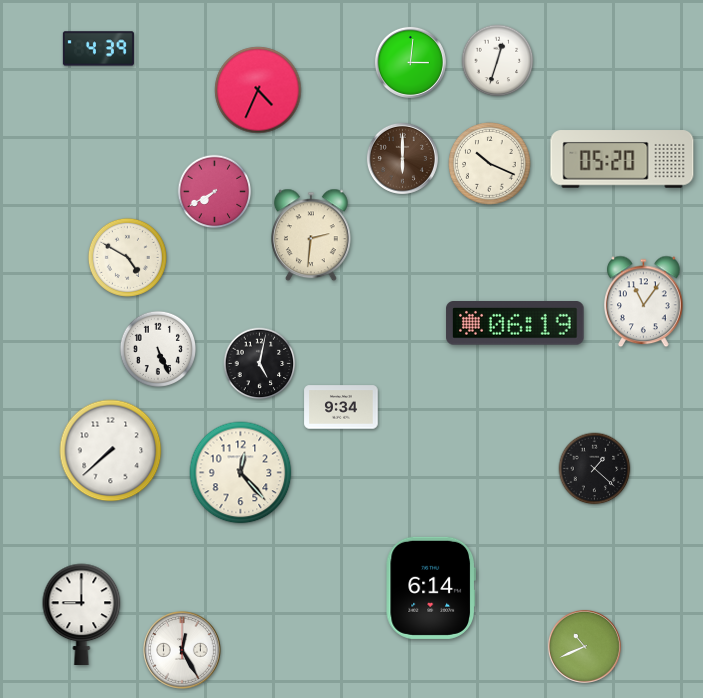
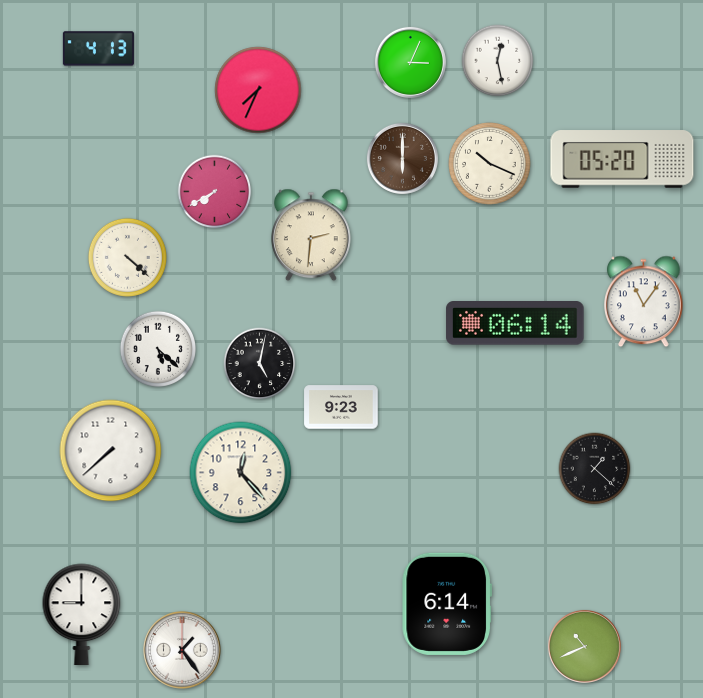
clock at (98, 49): 4:39 -> 4:13
clock at (498, 61): 12:33 -> 12:28
clock at (410, 62): 3:01 -> 3:04
clock at (258, 90): 4:34 -> 7:34
clock at (127, 257): 4:50 -> 4:22
clock at (515, 324): 06:19 -> 06:14
clock at (157, 348): 5:26 -> 5:22
clock at (341, 407): 9:34 -> 9:23
clock at (430, 588) position: (430, 588) -> (446, 604)
clock at (183, 651): 12:25 -> 1:24
